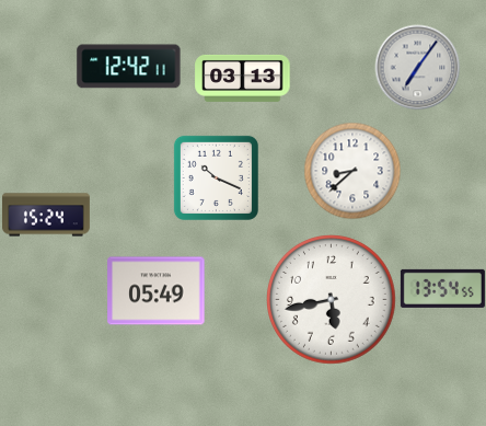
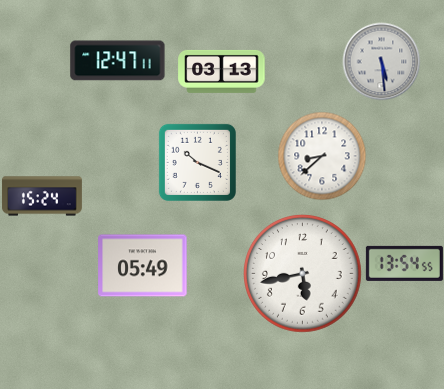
clock at (129, 67): 12:42 -> 12:47
clock at (417, 67): 7:06 -> 5:29
